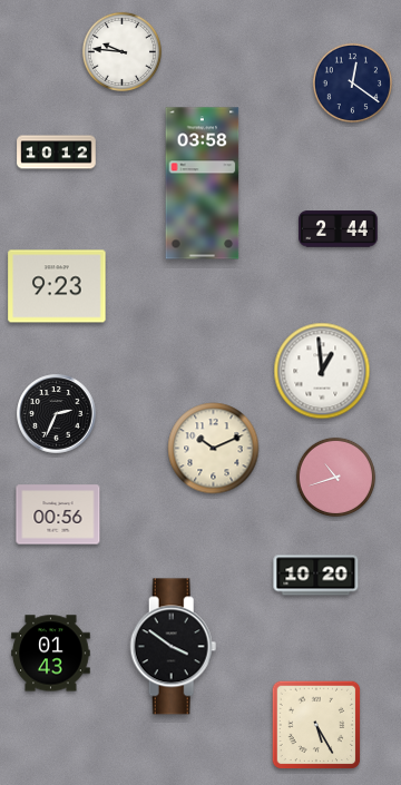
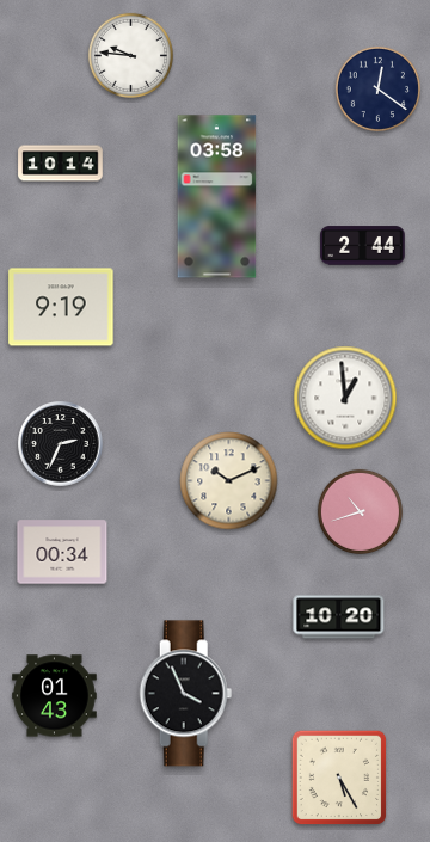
clock at (57, 153): 10:12 -> 10:14
clock at (57, 286): 9:23 -> 9:19
clock at (58, 514): 00:56 -> 00:34
clock at (174, 647): 3:51 -> 3:56
clock at (51, 654) position: (51, 654) -> (55, 696)
